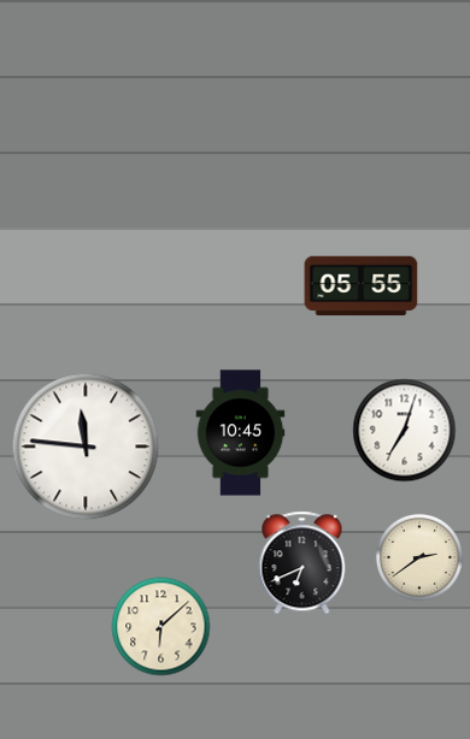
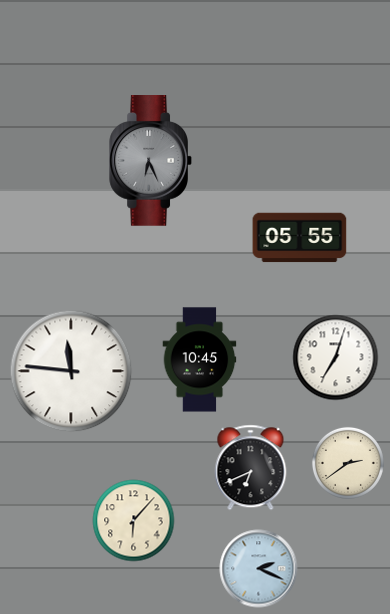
clock at (150, 161): none -> 6:26
clock at (161, 627): 6:08 -> 6:07
clock at (259, 569): none -> 2:19
